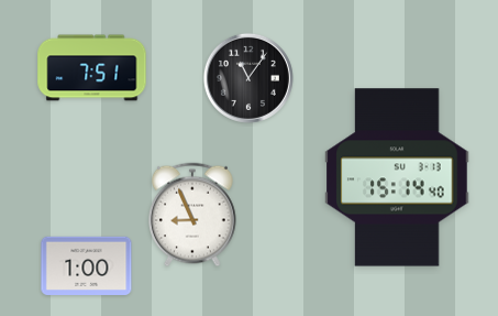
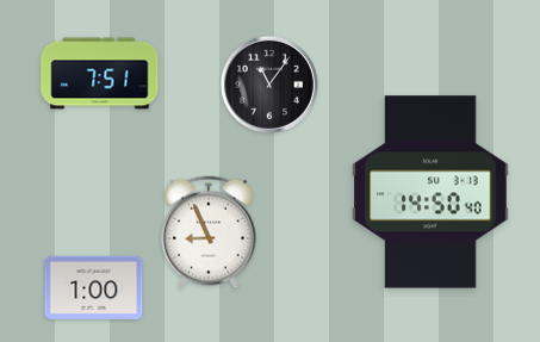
clock at (397, 177): 15:14 -> 14:50
